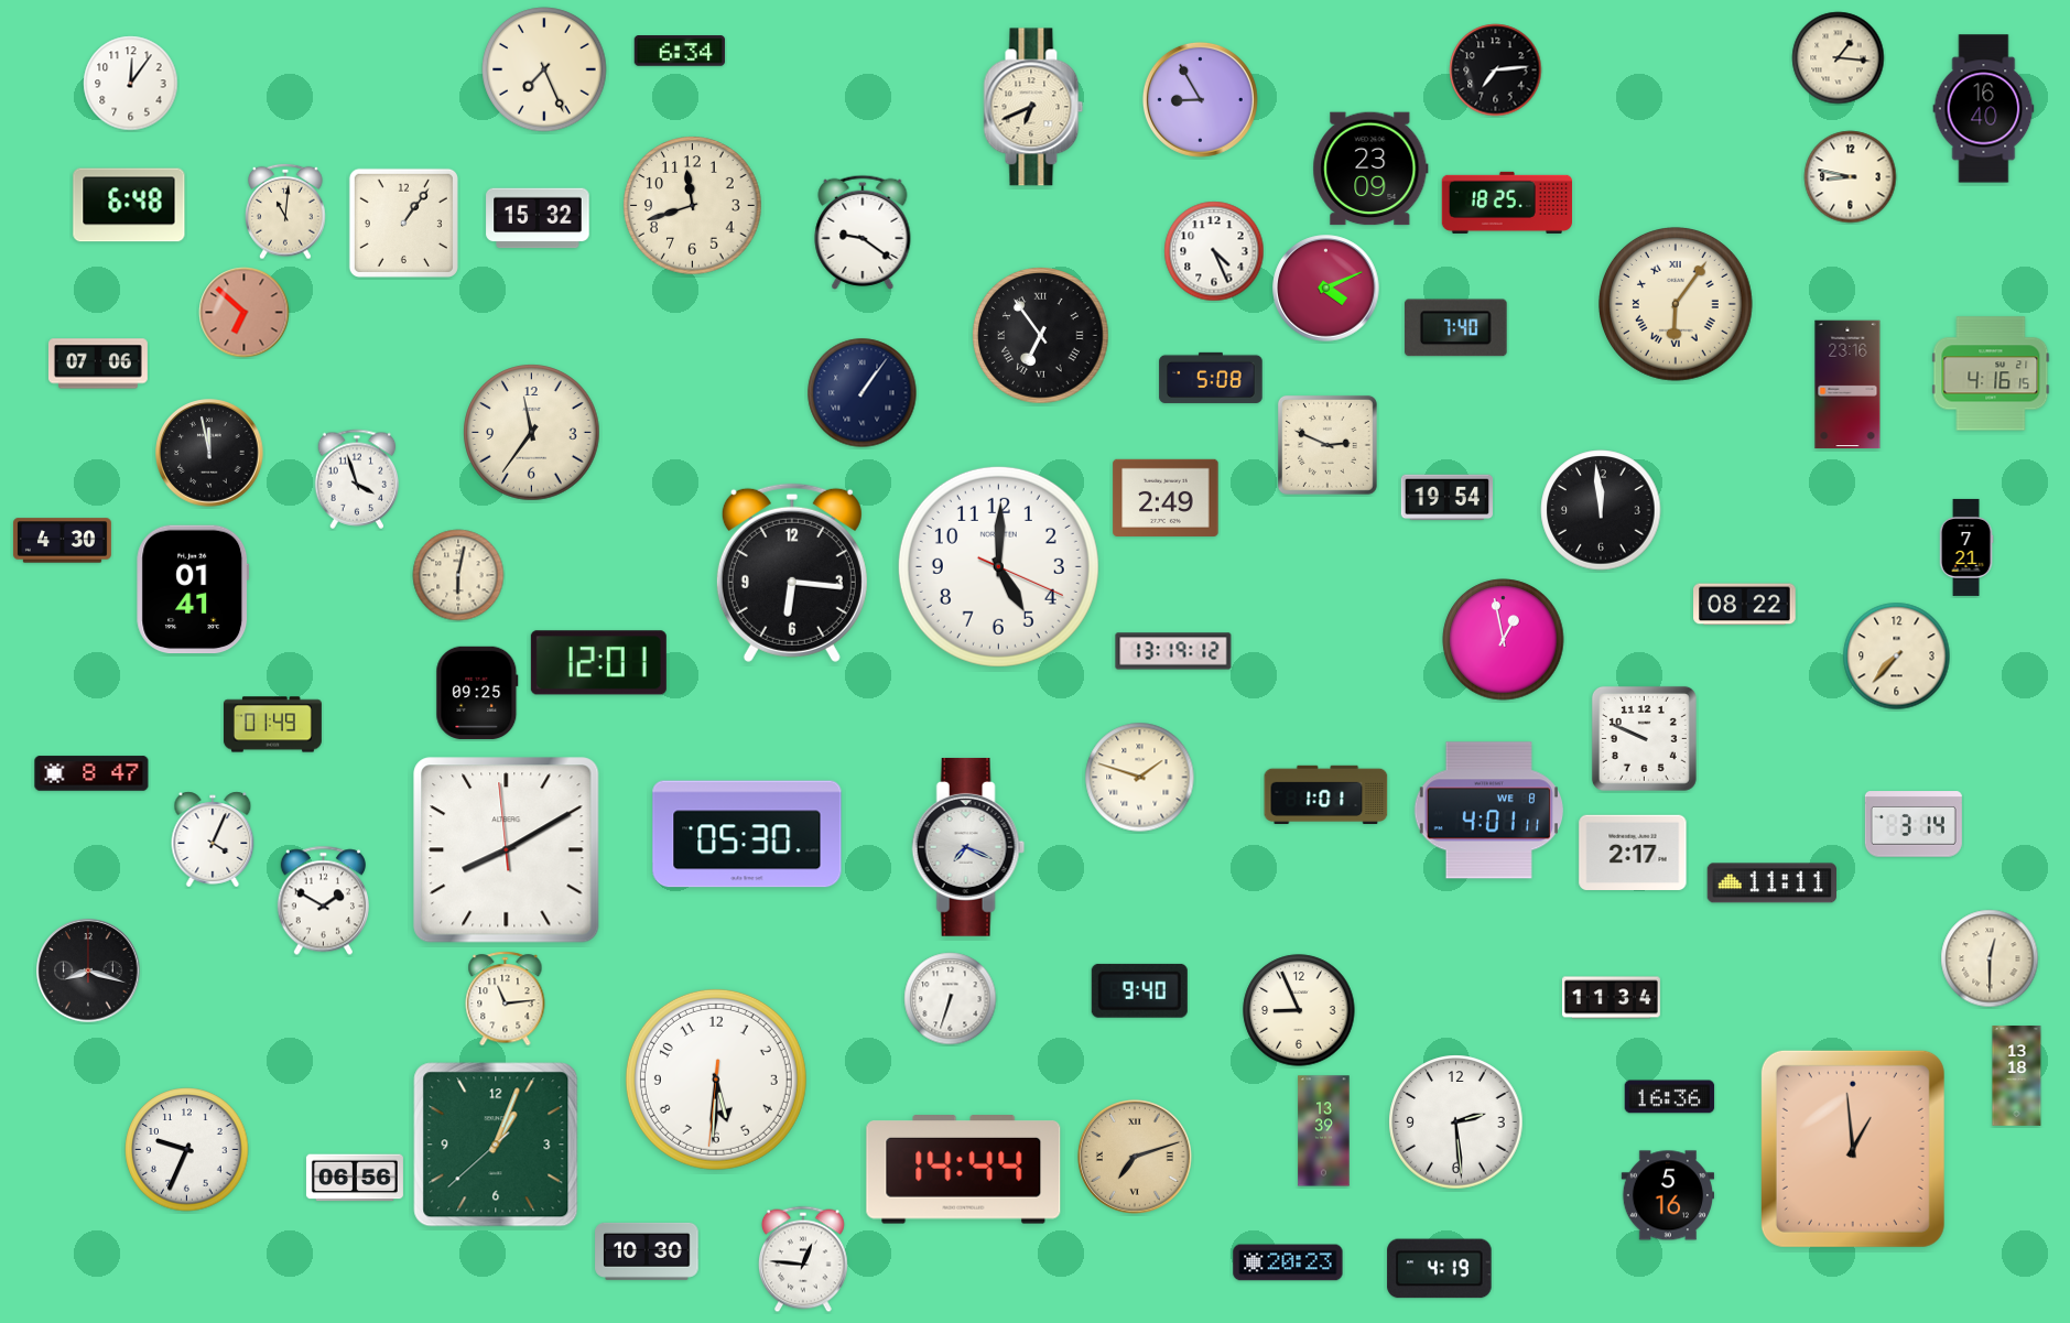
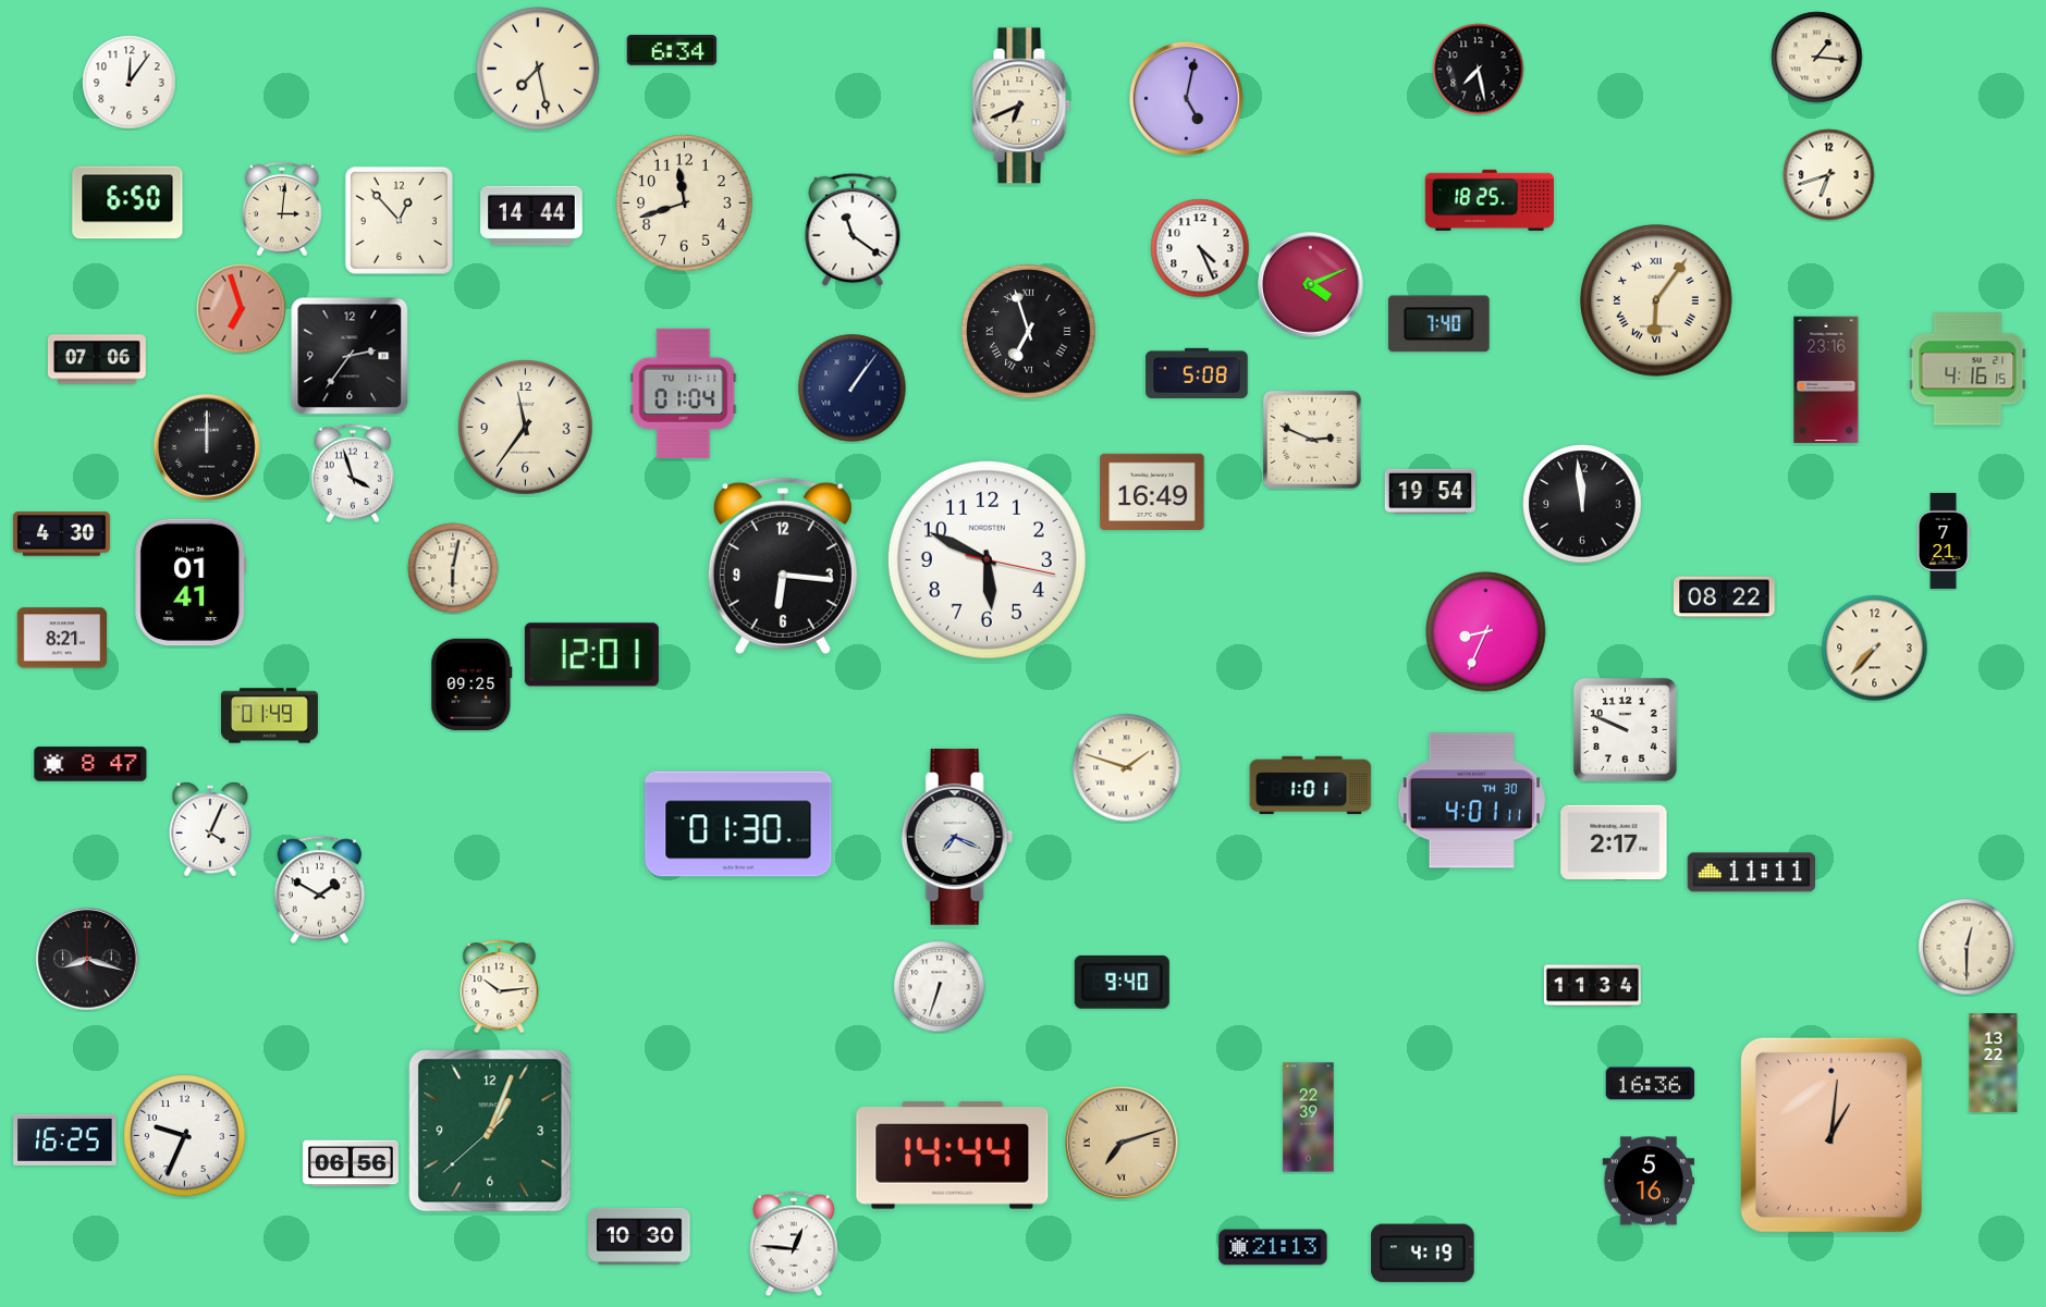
clock at (544, 69): 7:26 -> 7:28
clock at (1496, 71): 7:14 -> 7:28
clock at (1200, 99): 8:55 -> 5:02
clock at (1984, 109): 16:40 -> none
clock at (1370, 169): 23:09 -> none
clock at (1851, 177): 8:47 -> 6:42
clock at (129, 205): 6:48 -> 6:50
clock at (285, 212): 11:01 -> 3:01
clock at (538, 218): 15:32 -> 14:44
clock at (403, 223): 1:06 -> 12:53
clock at (863, 232): 9:21 -> 11:21
clock at (245, 313): 6:52 -> 6:57
clock at (1041, 336): 6:54 -> 6:57
clock at (350, 356): none -> 2:36
clock at (684, 393): none -> 01:04
clock at (209, 453): 11:58 -> 12:00
clock at (1166, 498): 2:49 -> 16:49
clock at (998, 566): 5:00 -> 5:49
clock at (1504, 640): 12:58 -> 8:34
clock at (62, 638): none -> 8:21
clock at (1173, 651): 13:19 -> none
clock at (1488, 811) date: WE 8 -> TH 30
clock at (1914, 824): 3:14 -> none
clock at (747, 834): 05:30 -> 01:30
clock at (507, 850): 8:09 -> none
clock at (1139, 990) position: (1139, 990) -> (1122, 982)
clock at (506, 999): 11:14 -> 10:14
clock at (1299, 1010): 8:56 -> none
clock at (2017, 1076): 13:18 -> 13:22
clock at (716, 1080): 5:30 -> none
clock at (1456, 1123): 2:29 -> none
clock at (1324, 1131): 13:39 -> 22:39
clock at (1853, 1149): 12:59 -> 1:01
clock at (65, 1139): none -> 16:25
clock at (1288, 1262): 20:23 -> 21:13
